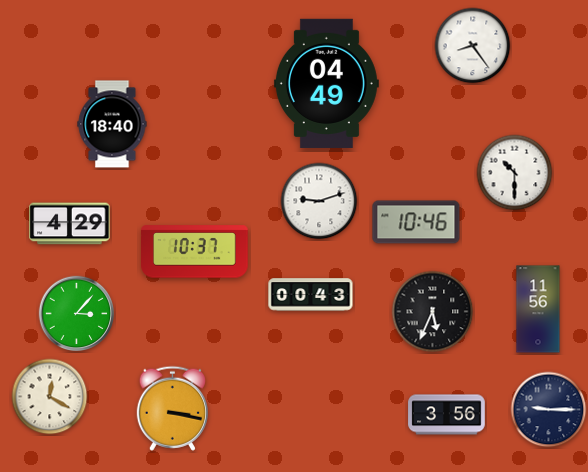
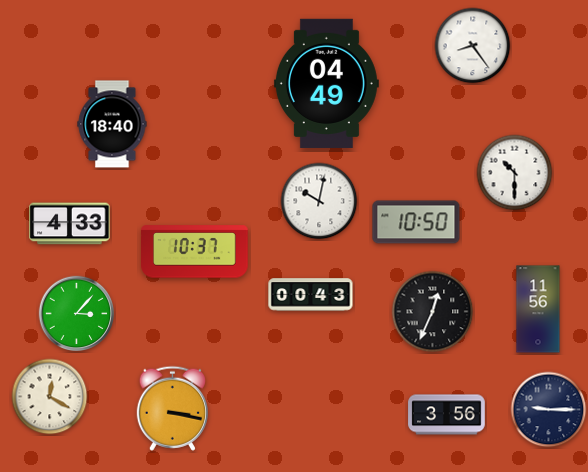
clock at (319, 201): 9:12 -> 10:02
clock at (416, 222): 10:46 -> 10:50
clock at (70, 224): 4:29 -> 4:33
clock at (433, 312): 5:34 -> 12:34
